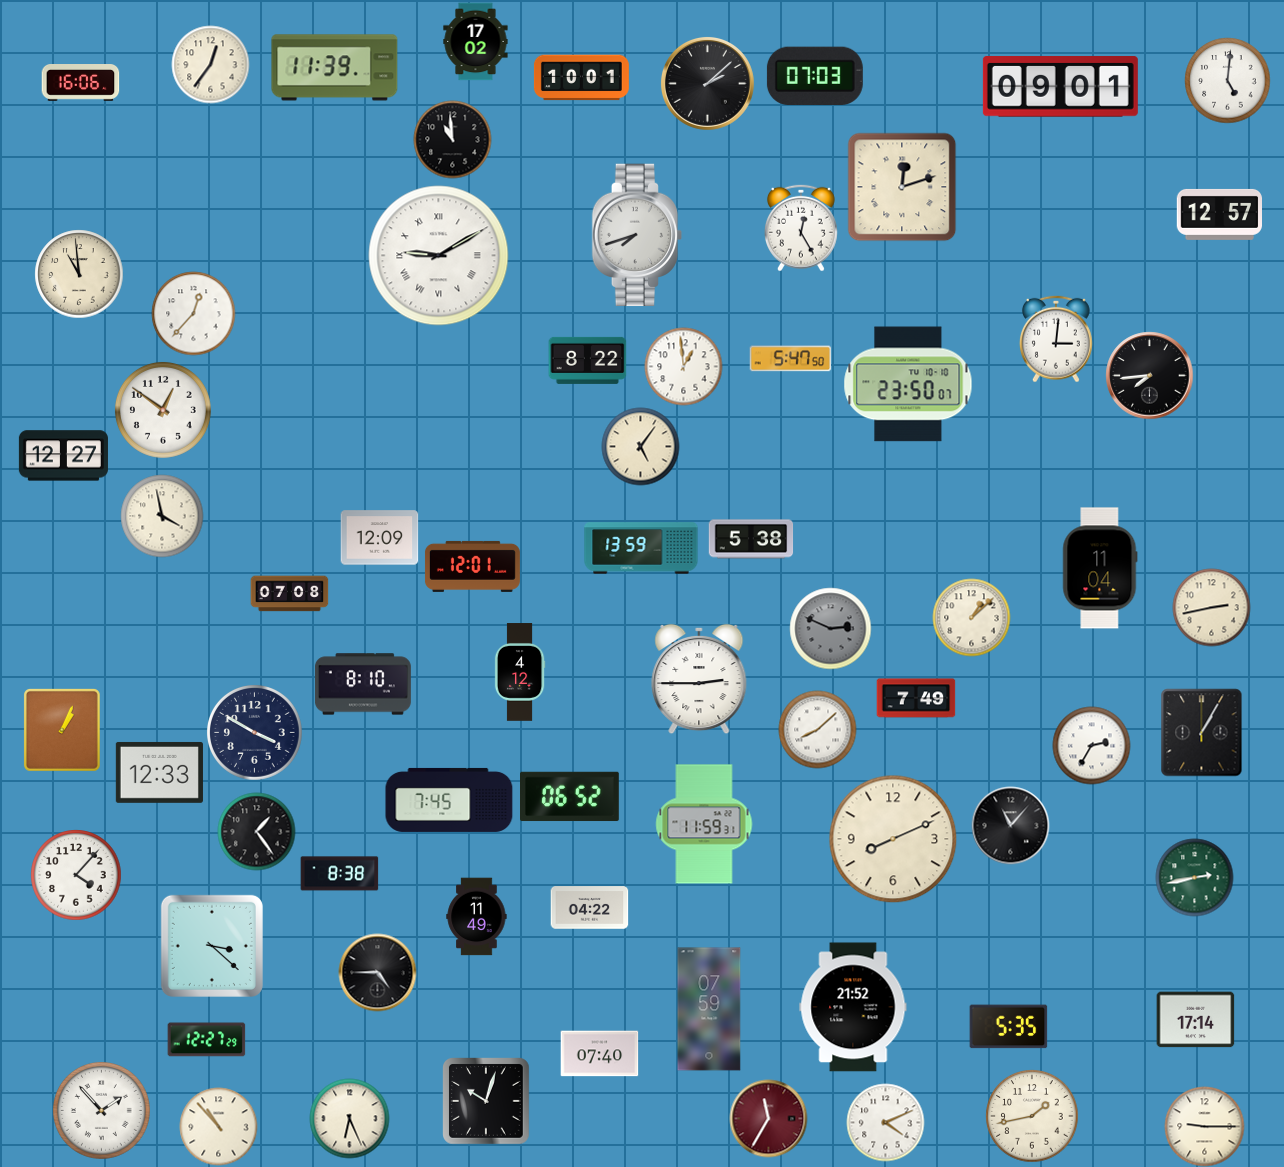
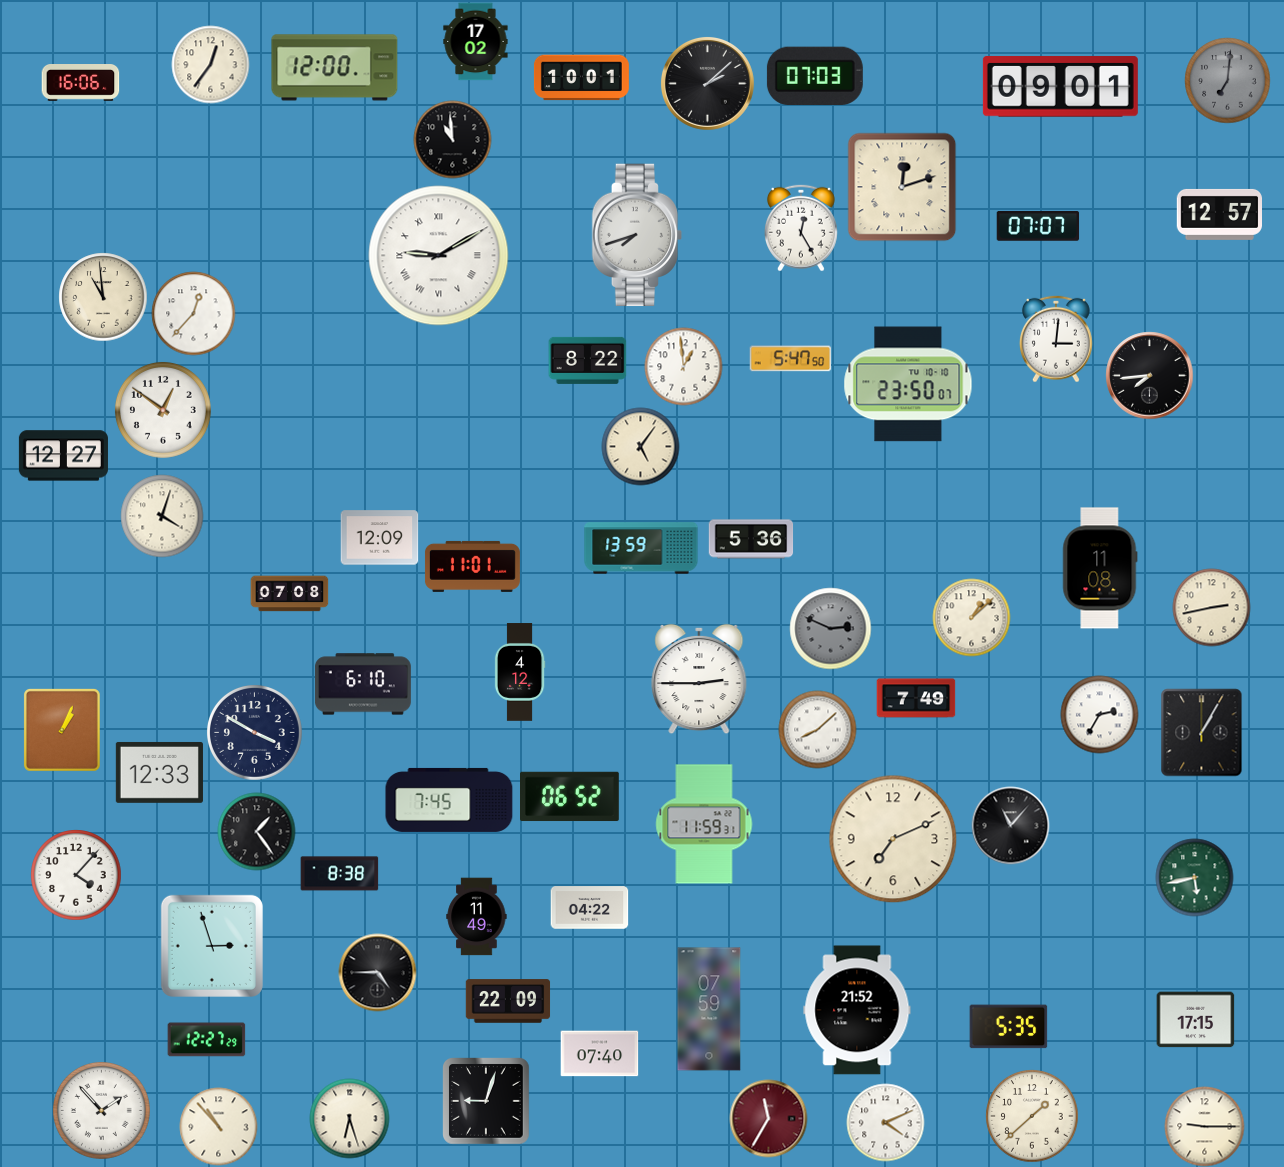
clock at (335, 68): 11:39 -> 12:00
clock at (1227, 80): 5:01 -> 7:01
clock at (1227, 80) dial: white -> grey
clock at (1038, 227): none -> 07:07
clock at (79, 274) position: (79, 274) -> (103, 297)
clock at (162, 516): 3:58 -> 4:03
clock at (751, 539): 5:38 -> 5:36
clock at (472, 566): 12:01 -> 11:01
clock at (1100, 568): 11:04 -> 11:08
clock at (363, 684): 8:10 -> 6:10
clock at (1091, 745) position: (1091, 745) -> (1099, 714)
clock at (893, 839): 8:11 -> 7:11
clock at (1194, 877): 2:43 -> 5:43
clock at (212, 946): 3:22 -> 2:57
clock at (508, 1001): none -> 22:09
clock at (853, 1007) position: (853, 1007) -> (857, 1010)
clock at (1195, 1020): 17:14 -> 17:15
clock at (486, 1101): 10:03 -> 9:03
clock at (1032, 1116): 1:43 -> 1:38
clock at (349, 1118): 6:26 -> 6:27
